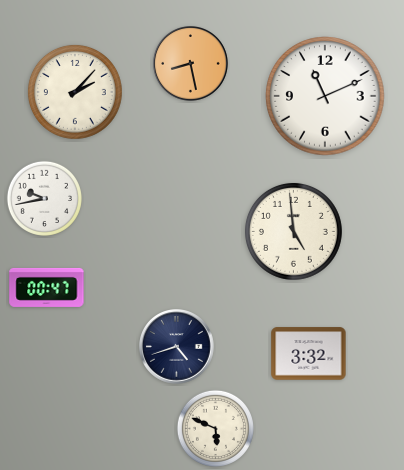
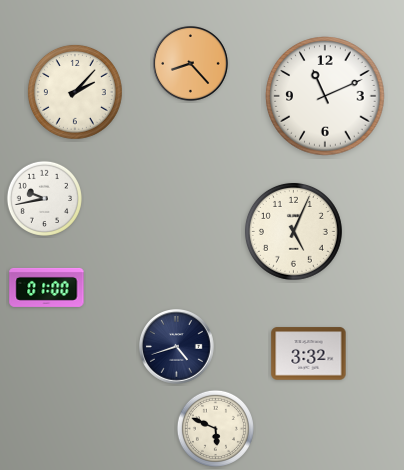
clock at (191, 64): 8:28 -> 8:23
clock at (293, 231): 4:59 -> 5:04
clock at (47, 287): 00:47 -> 01:00
